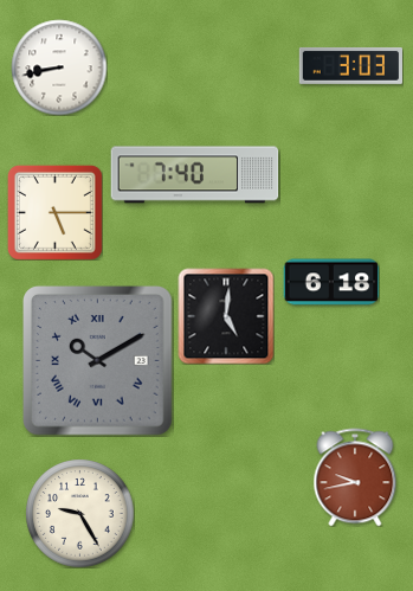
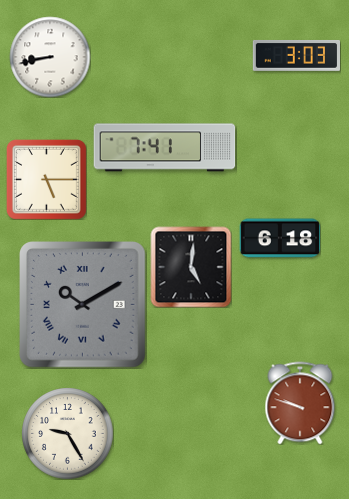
clock at (195, 175): 7:40 -> 7:41
clock at (355, 477): 9:43 -> 9:48
